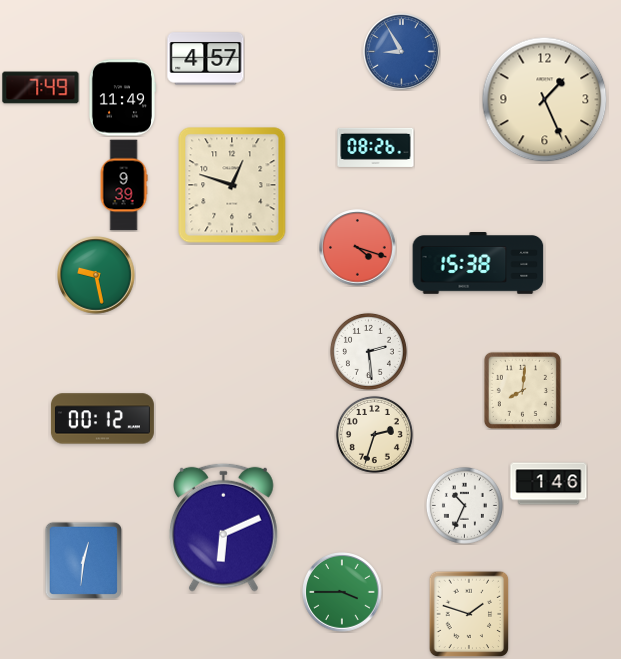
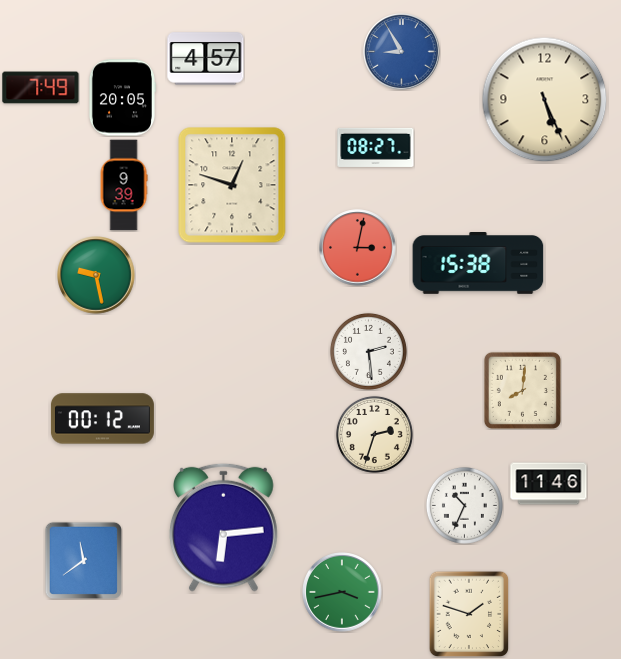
clock at (122, 98): 11:49 -> 20:05
clock at (545, 100): 1:26 -> 5:26
clock at (376, 147): 08:26 -> 08:27
clock at (358, 248): 4:18 -> 3:02
clock at (549, 484): 1:46 -> 11:46
clock at (223, 527): 6:11 -> 6:14
clock at (83, 560): 12:31 -> 11:39
clock at (342, 592): 3:45 -> 3:43
